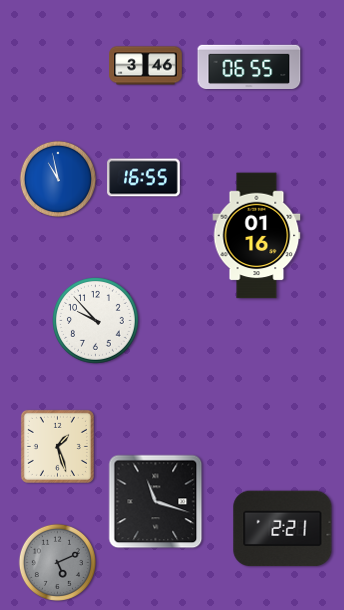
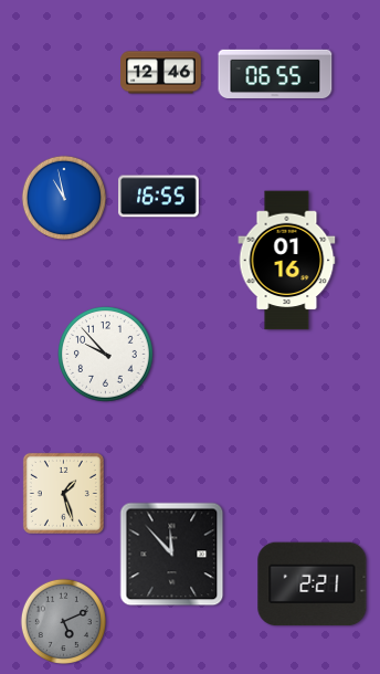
clock at (146, 66): 3:46 -> 12:46
clock at (257, 236) position: (257, 236) -> (287, 261)
clock at (156, 502): 11:18 -> 11:53
